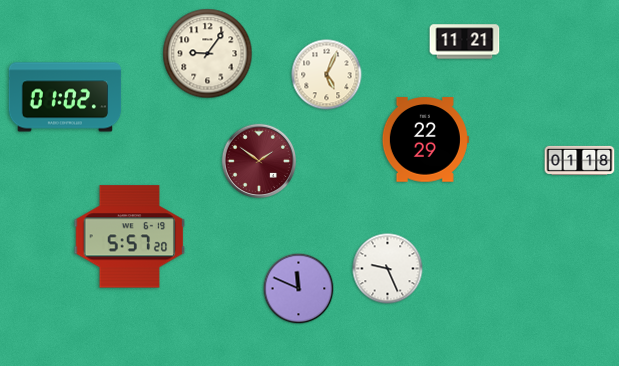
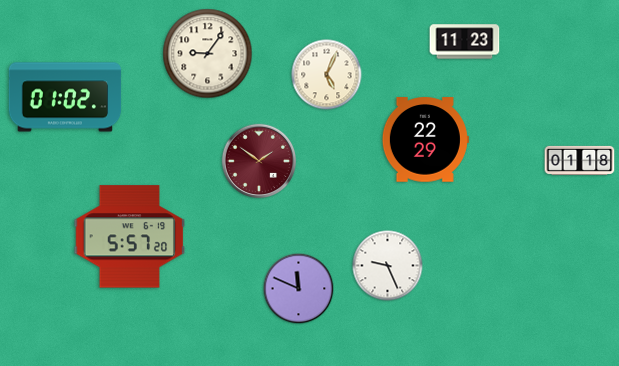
clock at (465, 42): 11:21 -> 11:23
clock at (388, 269) position: (388, 269) -> (388, 266)
